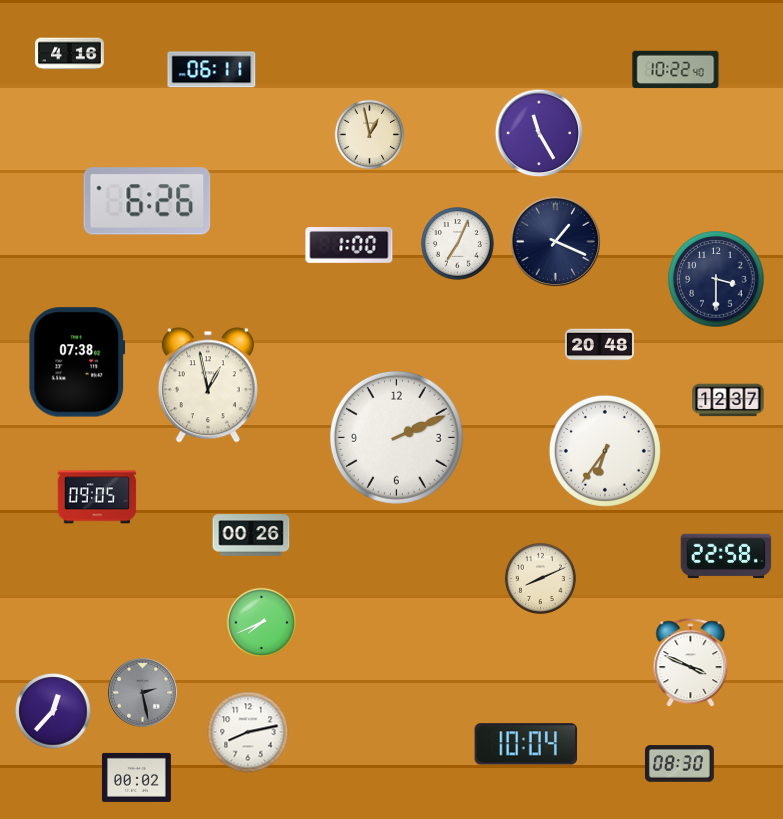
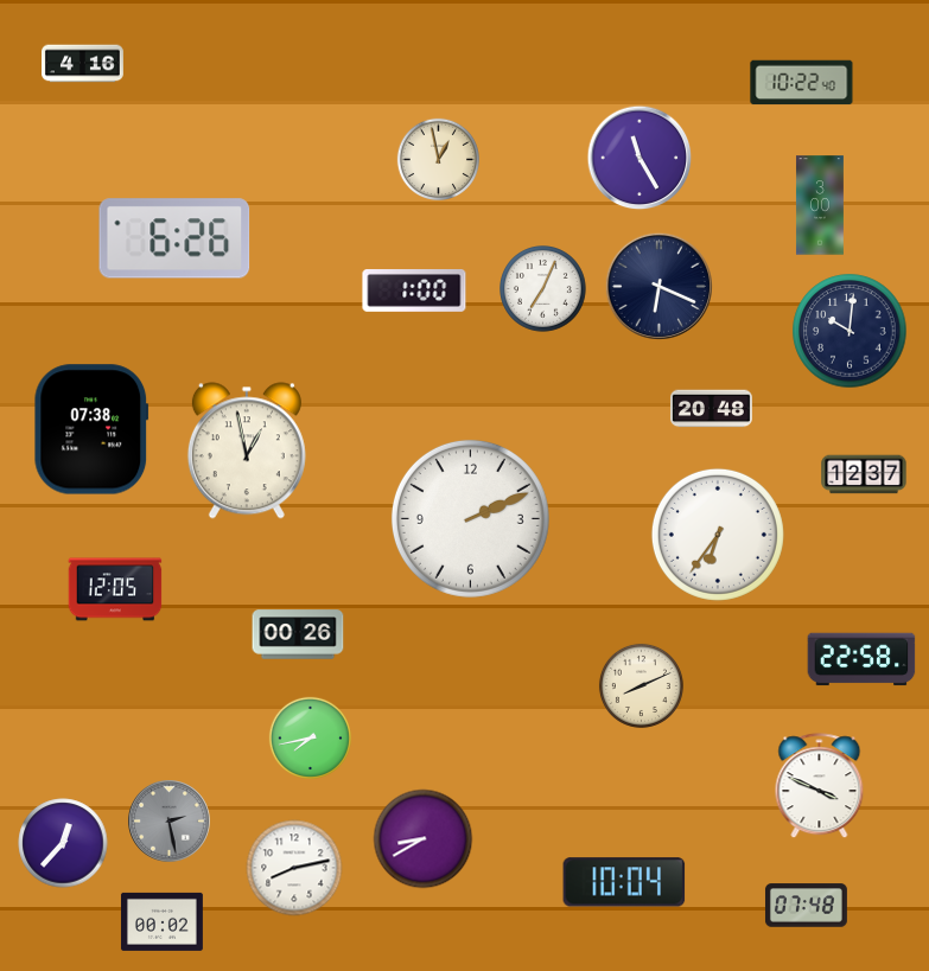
clock at (212, 70): 06:11 -> none
clock at (820, 205): none -> 3:00
clock at (555, 241): 1:19 -> 6:19
clock at (716, 279): 3:30 -> 10:01
clock at (208, 385) position: (208, 385) -> (247, 451)
clock at (97, 497): 09:05 -> 12:05
clock at (261, 623): 7:41 -> 7:43
clock at (424, 839): none -> 8:40
clock at (679, 764): 08:30 -> 07:48
